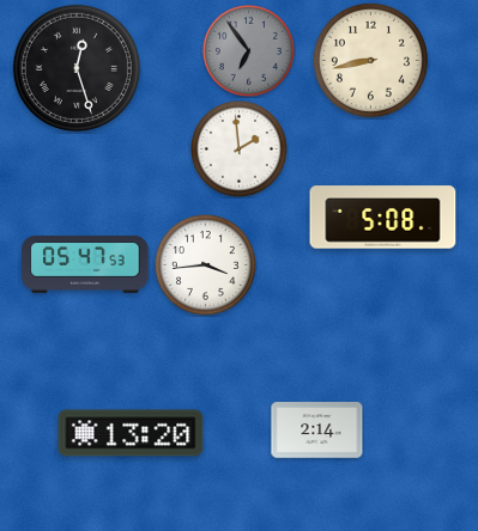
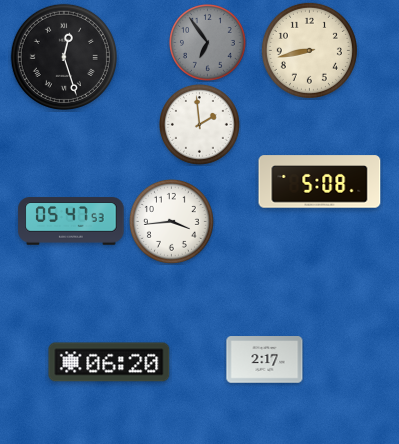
clock at (317, 431): 2:14 -> 2:17
clock at (131, 433): 13:20 -> 06:20
